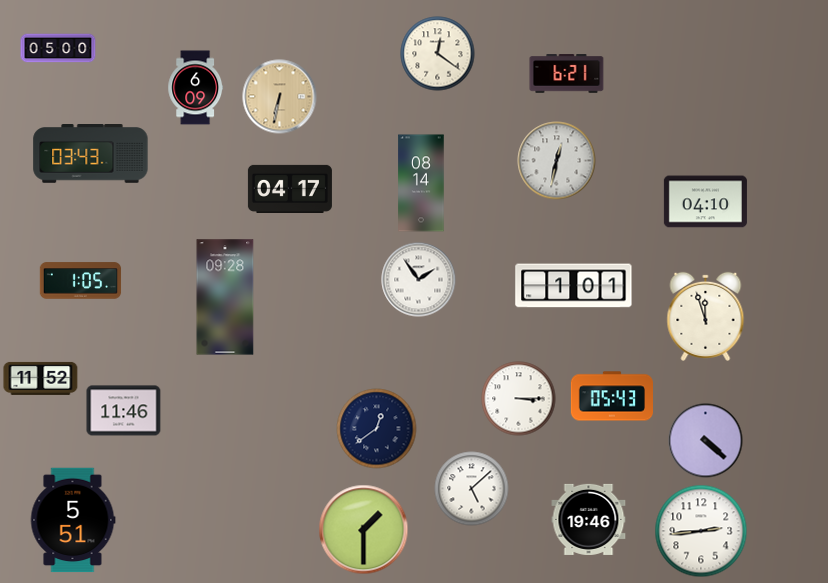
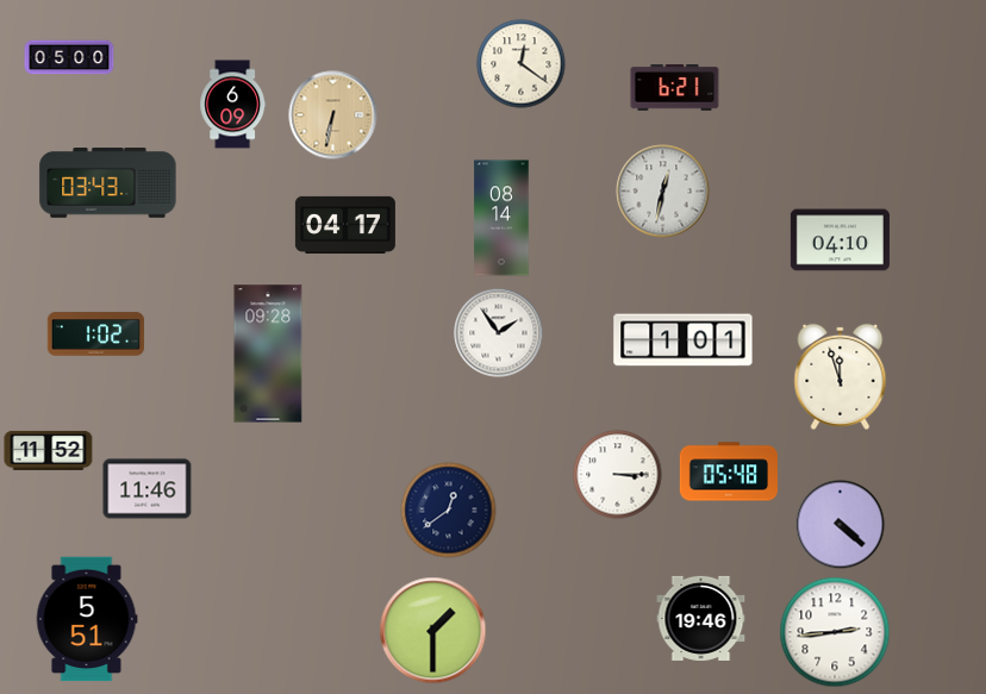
clock at (81, 281): 1:05 -> 1:02
clock at (611, 396): 05:43 -> 05:48
clock at (472, 489): 5:08 -> none
